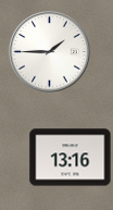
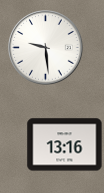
clock at (50, 52): 1:45 -> 9:29
